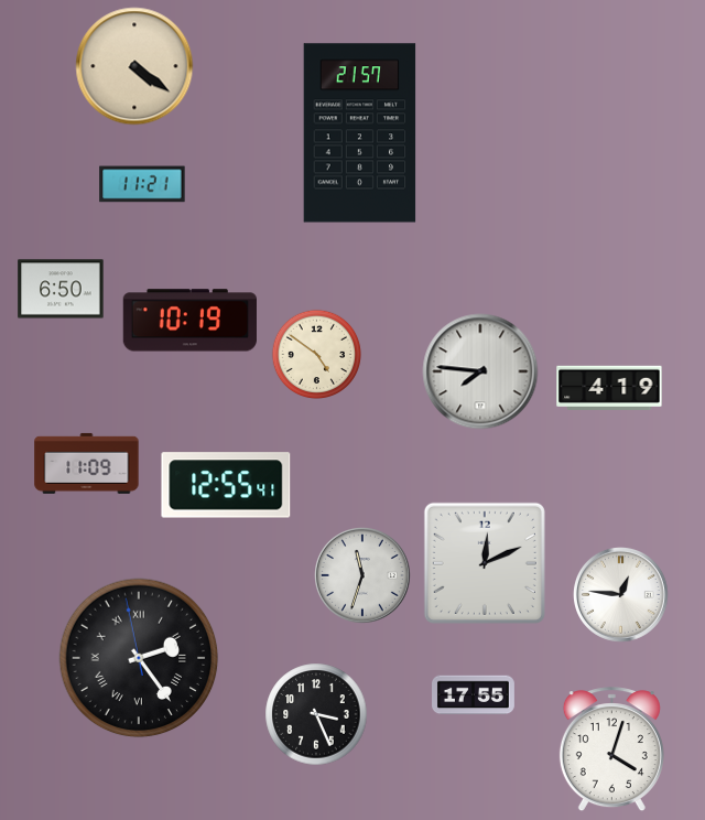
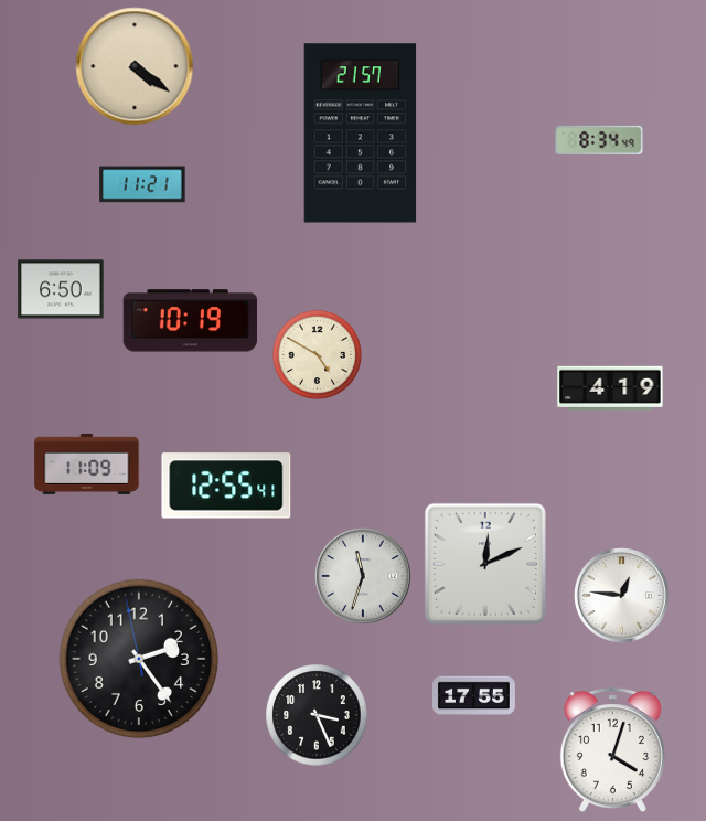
clock at (599, 140): none -> 8:34
clock at (317, 355): 4:51 -> 4:50
clock at (480, 371): 7:46 -> none
clock at (139, 658) numerals: Roman -> Arabic
